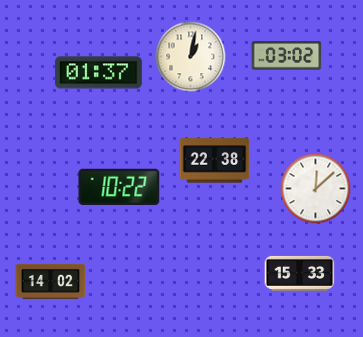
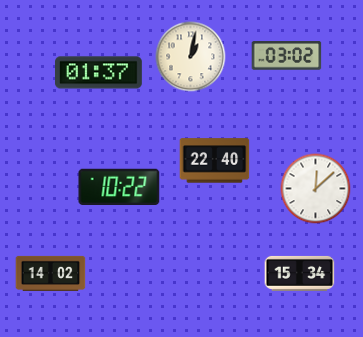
clock at (215, 161): 22:38 -> 22:40
clock at (300, 273): 15:33 -> 15:34
clock at (51, 281) position: (51, 281) -> (51, 273)
